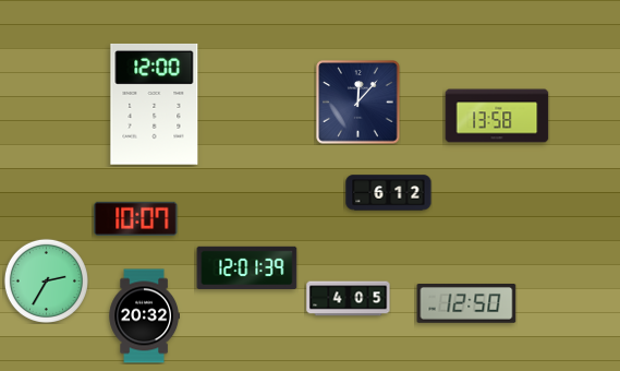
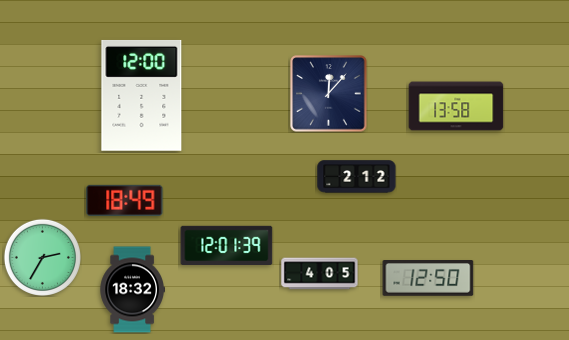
clock at (389, 193): 6:12 -> 2:12
clock at (136, 218): 10:07 -> 18:49
clock at (144, 316): 20:32 -> 18:32
